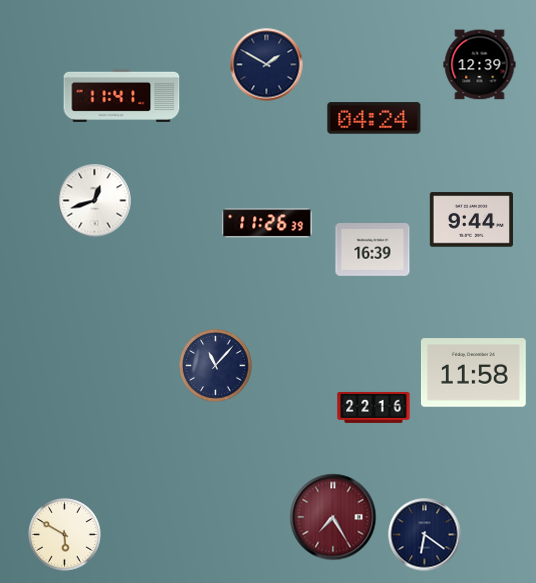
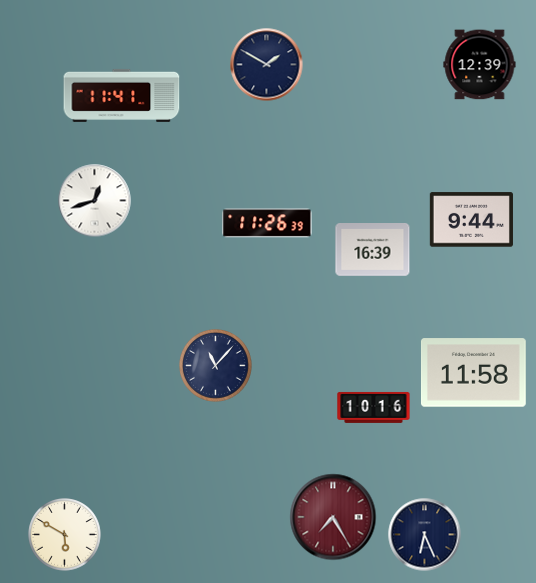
clock at (374, 118): 04:24 -> none
clock at (374, 407): 22:16 -> 10:16
clock at (425, 535): 6:21 -> 6:26
